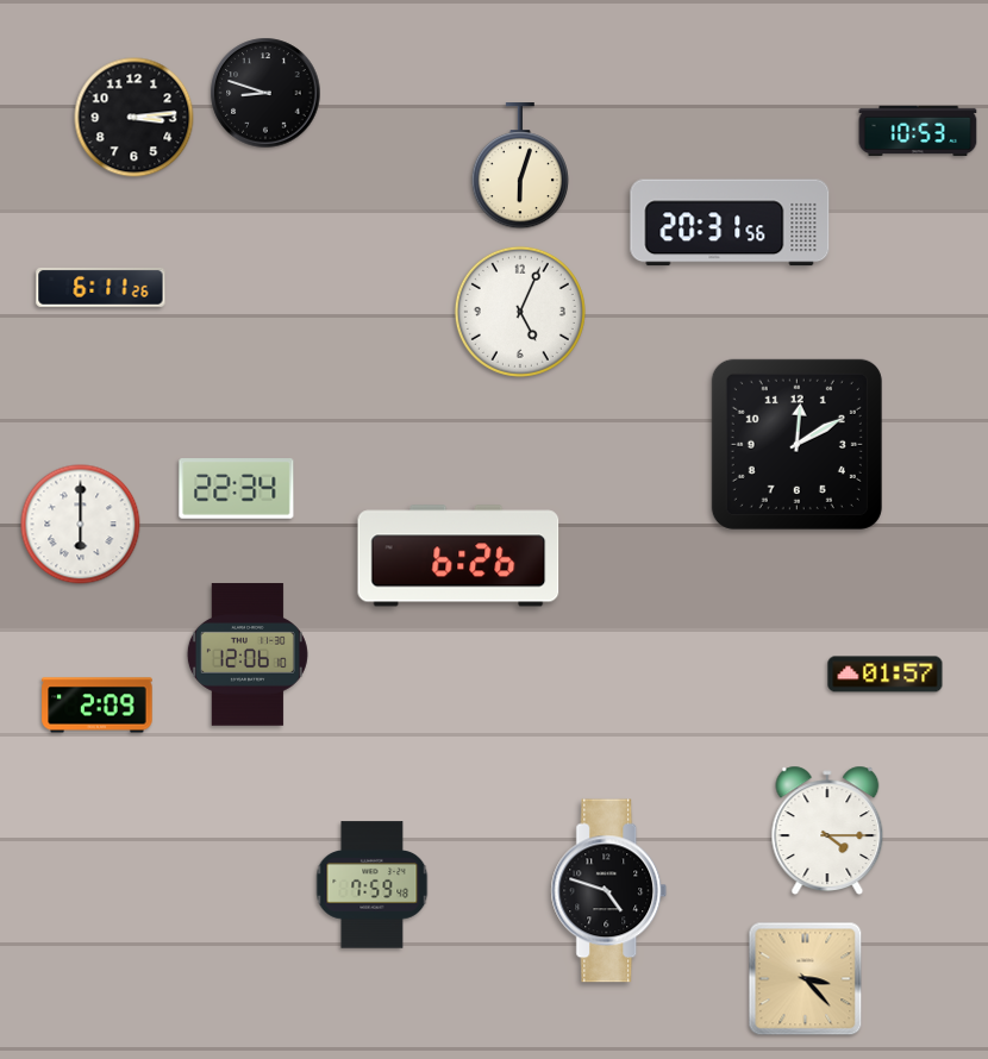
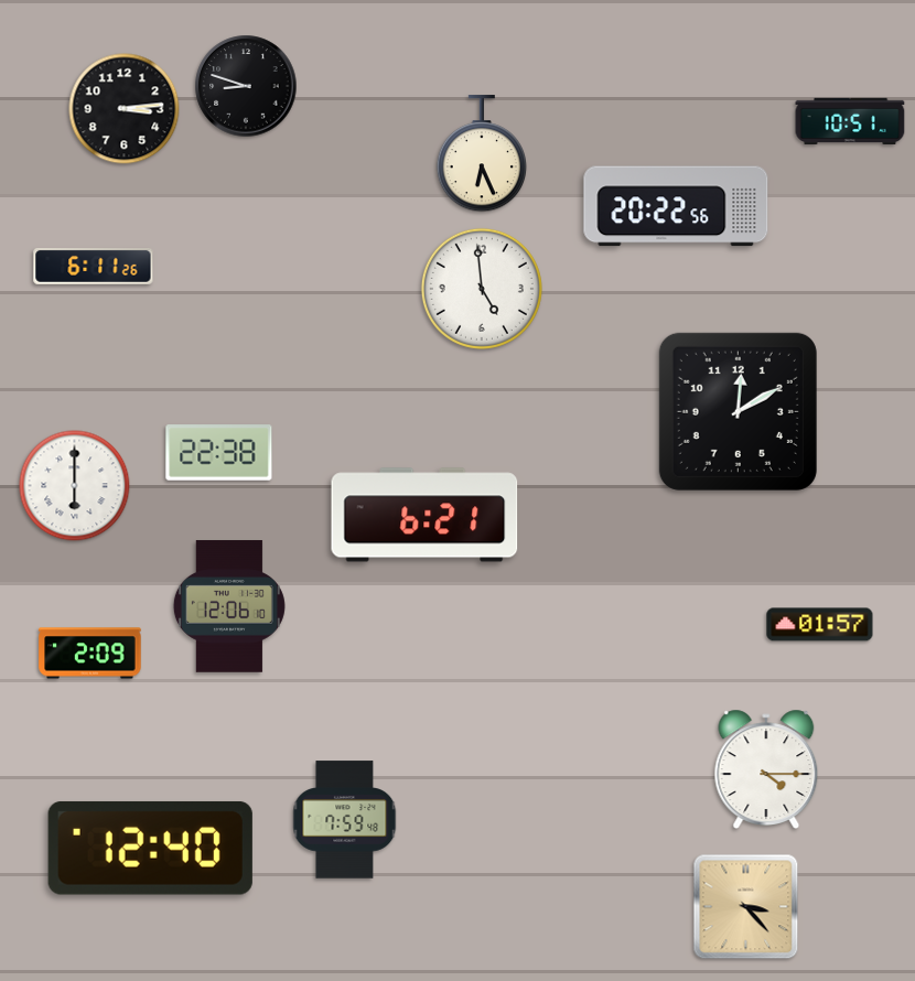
clock at (918, 130): 10:53 -> 10:51
clock at (519, 167): 6:03 -> 6:26
clock at (730, 223): 20:31 -> 20:22
clock at (520, 312): 5:04 -> 4:59
clock at (237, 489): 22:34 -> 22:38
clock at (458, 556): 6:26 -> 6:21
clock at (609, 891): 4:48 -> none
clock at (150, 848): none -> 12:40
